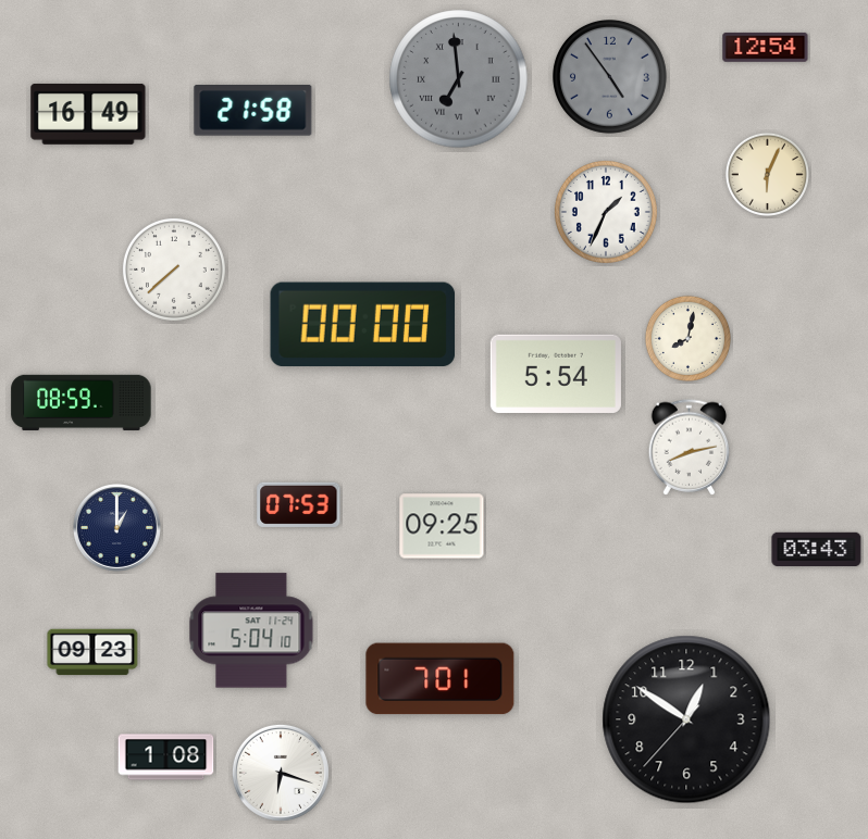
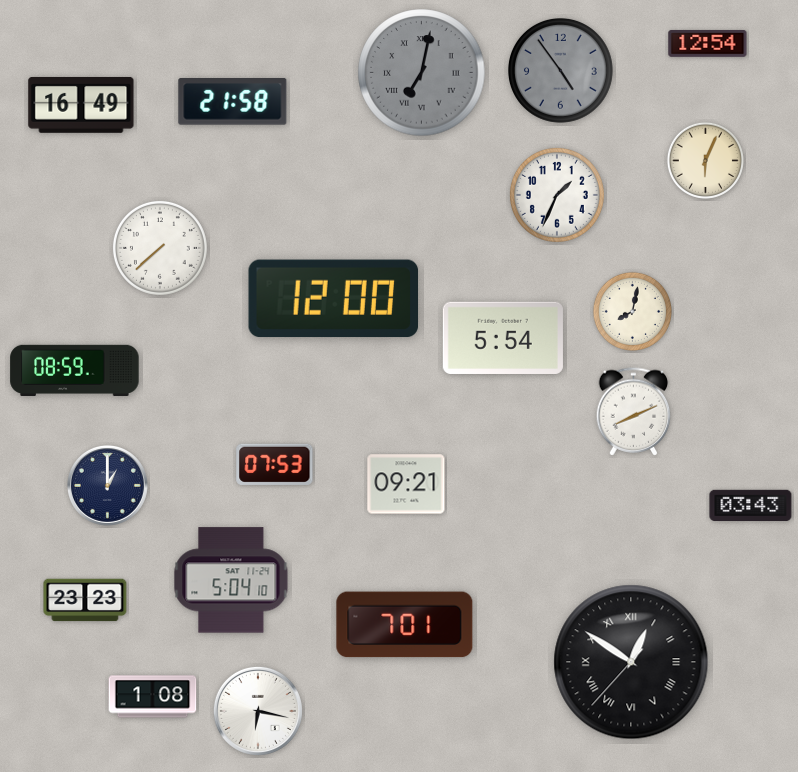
clock at (766, 47) position: (766, 47) -> (708, 43)
clock at (459, 79): 6:59 -> 7:02
clock at (363, 325): 00:00 -> 12:00
clock at (556, 373) position: (556, 373) -> (503, 337)
clock at (690, 448): 8:13 -> 8:11
clock at (442, 526): 09:25 -> 09:21
clock at (92, 652): 09:23 -> 23:23
clock at (686, 719) numerals: Arabic -> Roman
clock at (281, 773): 6:18 -> 6:17
